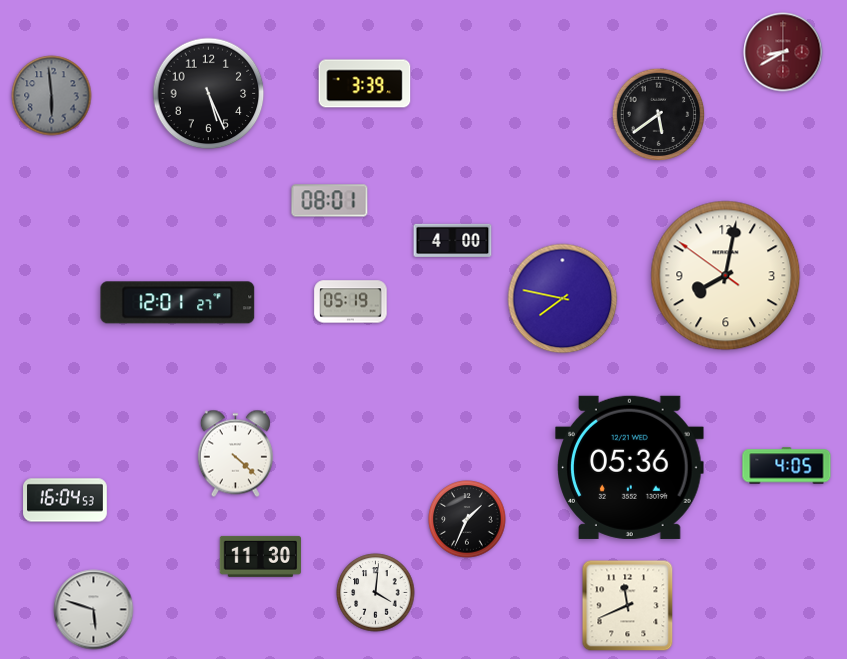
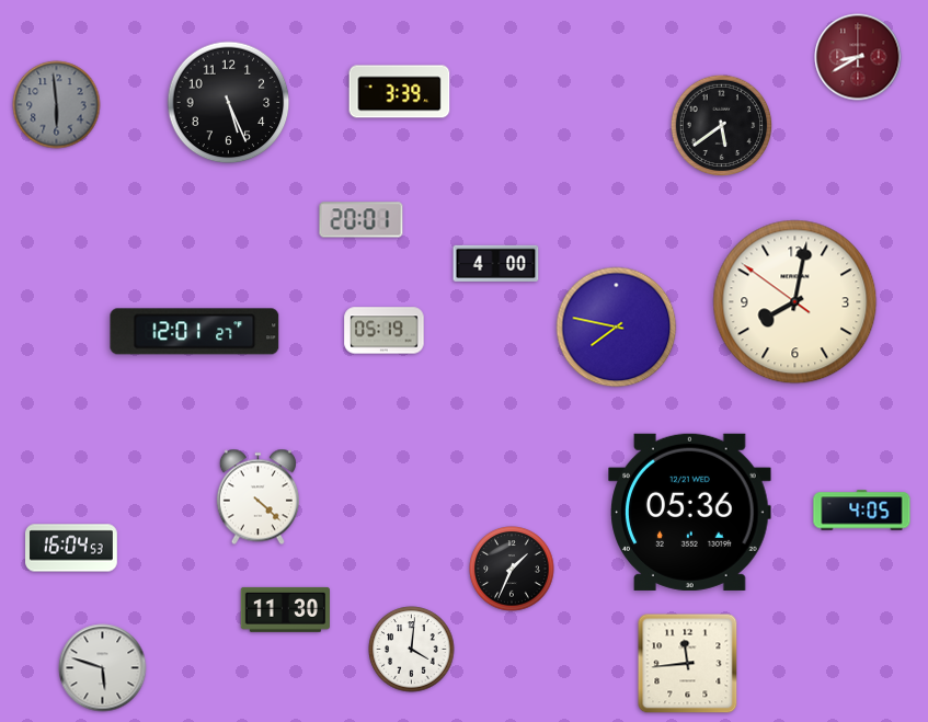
clock at (330, 201): 08:01 -> 20:01
clock at (628, 606): 11:41 -> 11:44
